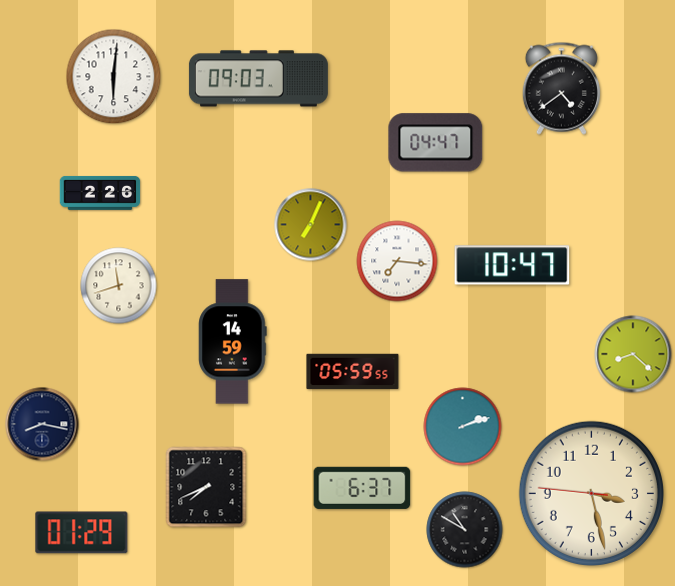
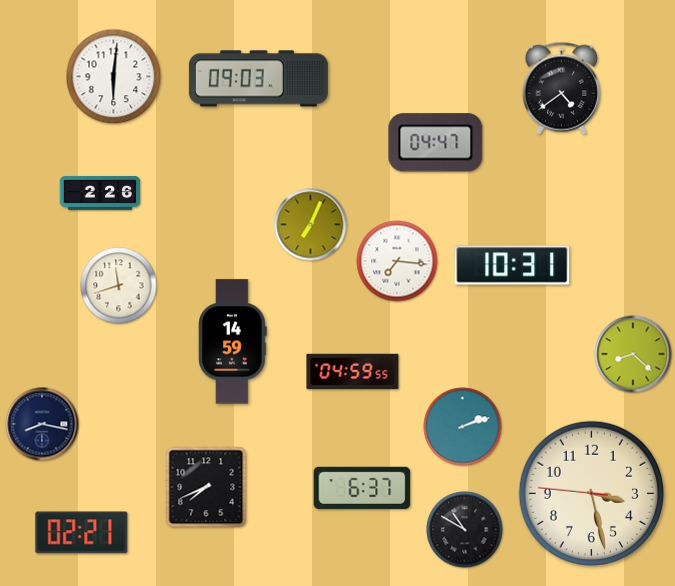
clock at (512, 265): 10:47 -> 10:31
clock at (353, 372): 05:59 -> 04:59
clock at (82, 533): 01:29 -> 02:21
